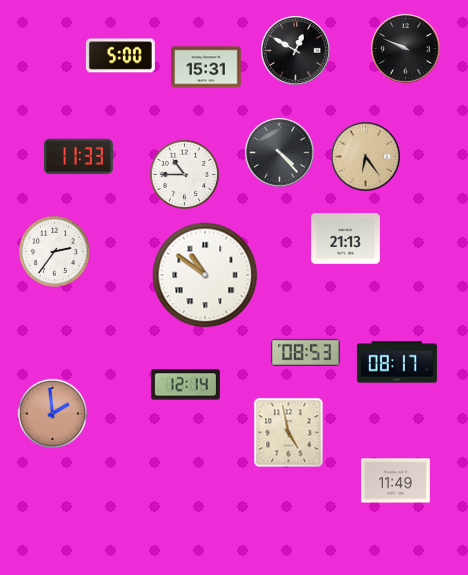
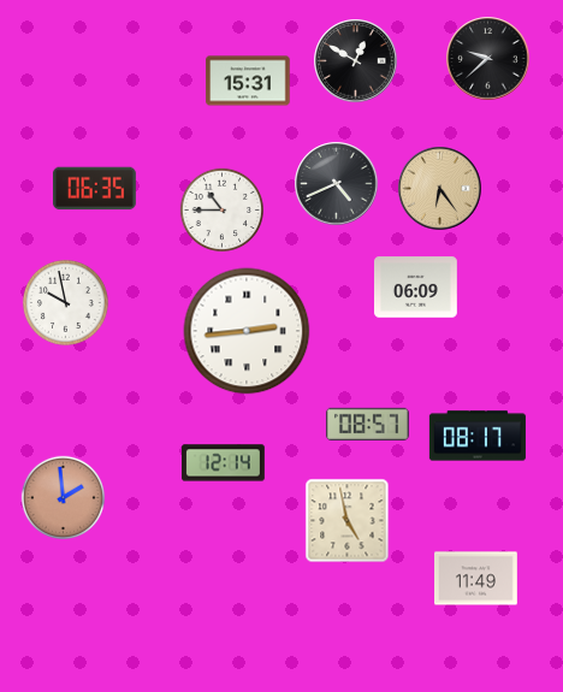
clock at (406, 49): 9:49 -> 9:38
clock at (120, 56): 5:00 -> none
clock at (280, 153): 4:23 -> 4:41
clock at (78, 157): 11:33 -> 06:35
clock at (346, 239): 21:13 -> 06:09
clock at (54, 251): 2:36 -> 9:58
clock at (205, 275): 10:51 -> 2:44
clock at (305, 352): 08:53 -> 08:57
